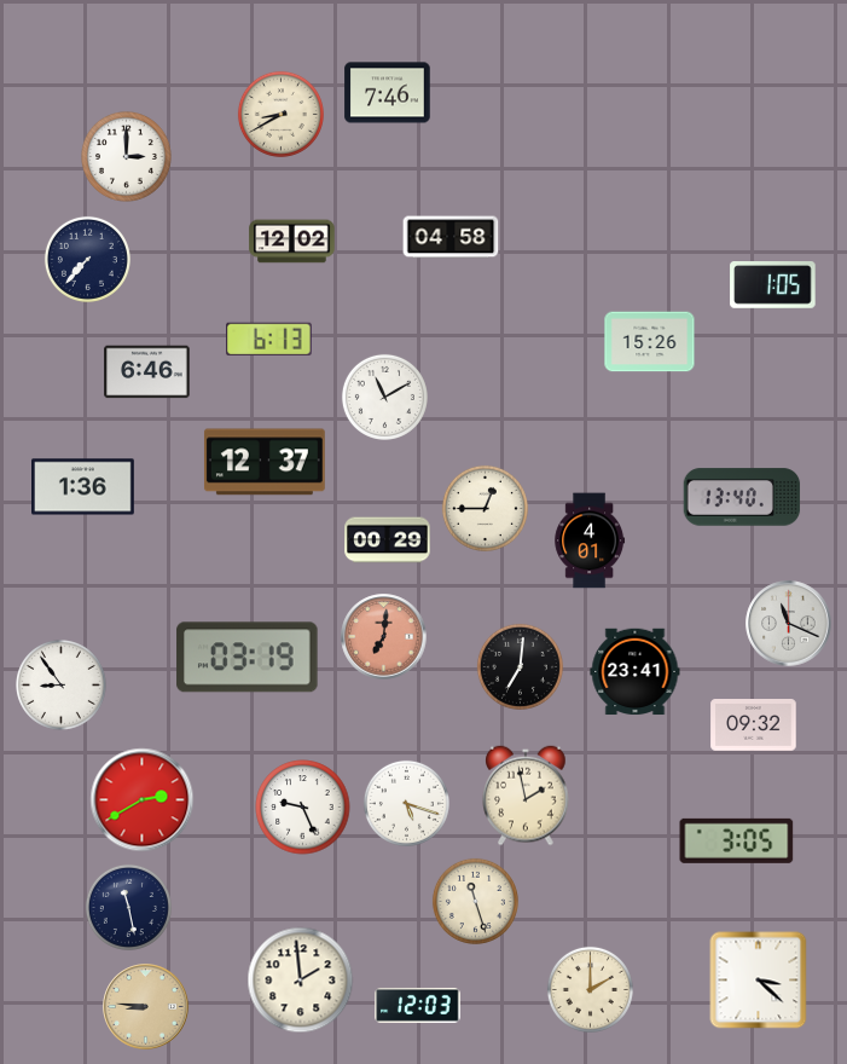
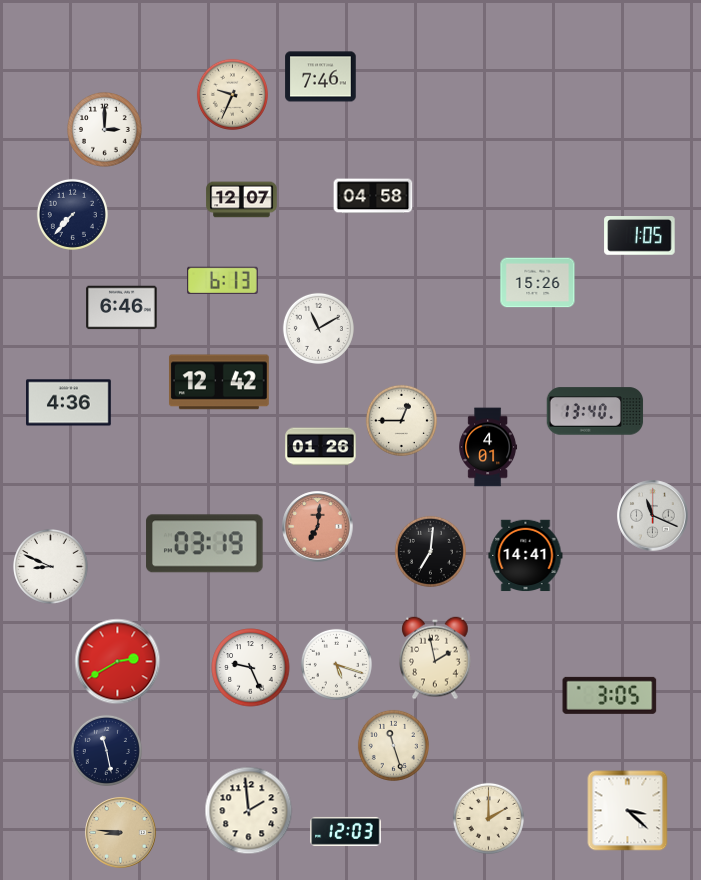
clock at (280, 114): 8:40 -> 9:34
clock at (292, 242): 12:02 -> 12:07
clock at (265, 462): 12:37 -> 12:42
clock at (83, 487): 1:36 -> 4:36
clock at (742, 497) position: (742, 497) -> (595, 411)
clock at (388, 540): 00:29 -> 01:26
clock at (636, 672): 23:41 -> 14:41
clock at (62, 686): 8:54 -> 8:49
clock at (754, 725): 09:32 -> none
